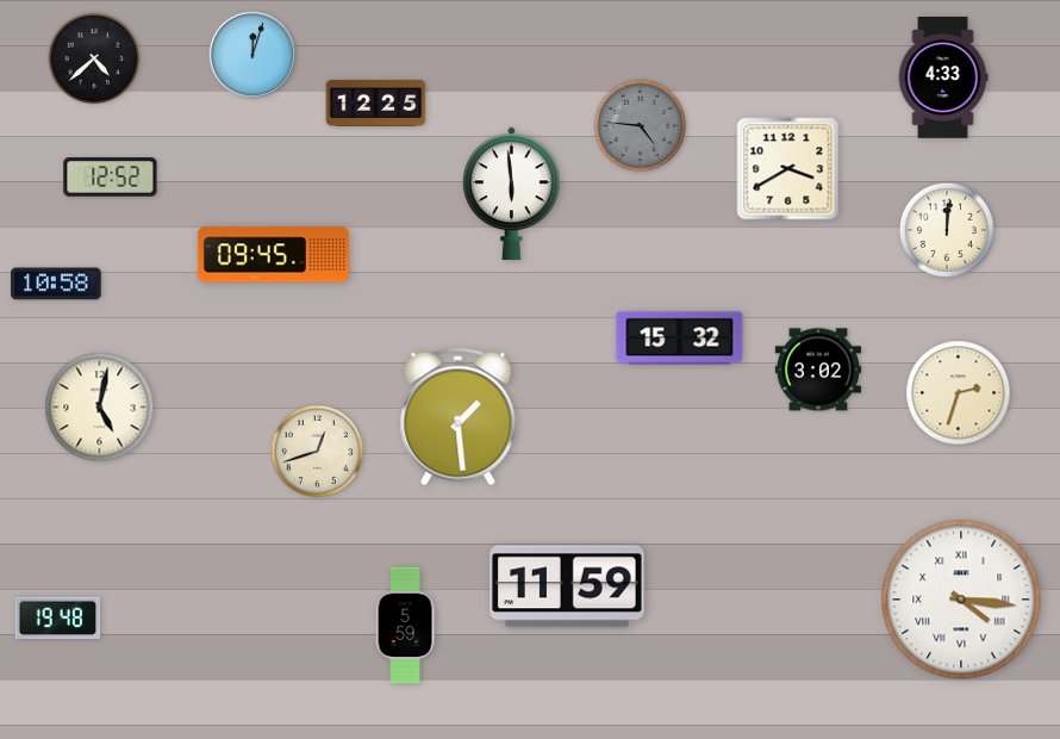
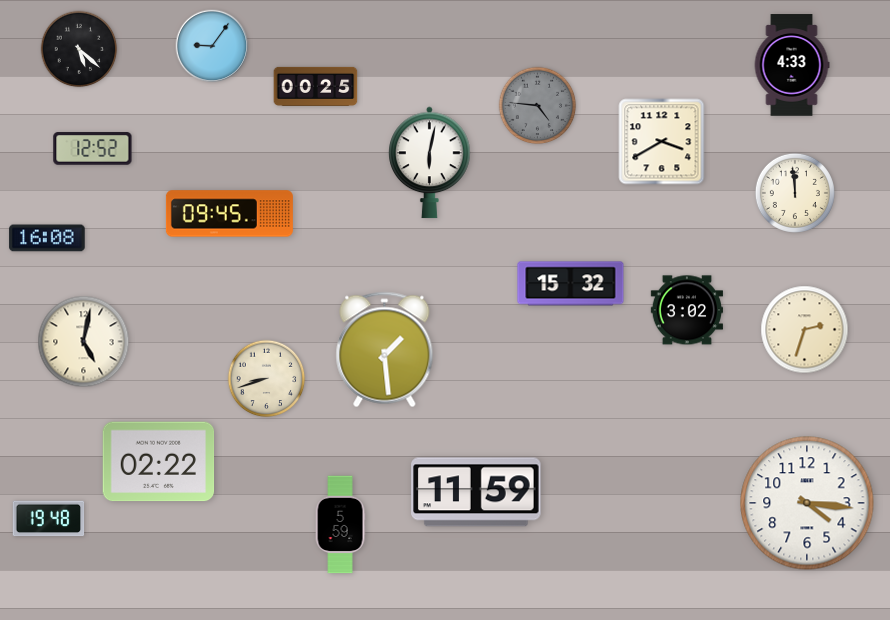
clock at (252, 55): 12:03 -> 9:06
clock at (94, 58): 4:38 -> 5:22
clock at (376, 103): 12:25 -> 00:25
clock at (512, 194): 5:59 -> 6:02
clock at (947, 230): 12:01 -> 11:59
clock at (56, 284): 10:58 -> 16:08
clock at (318, 452): 12:42 -> 8:42
clock at (159, 462): none -> 02:22
clock at (961, 600) numerals: Roman -> Arabic
